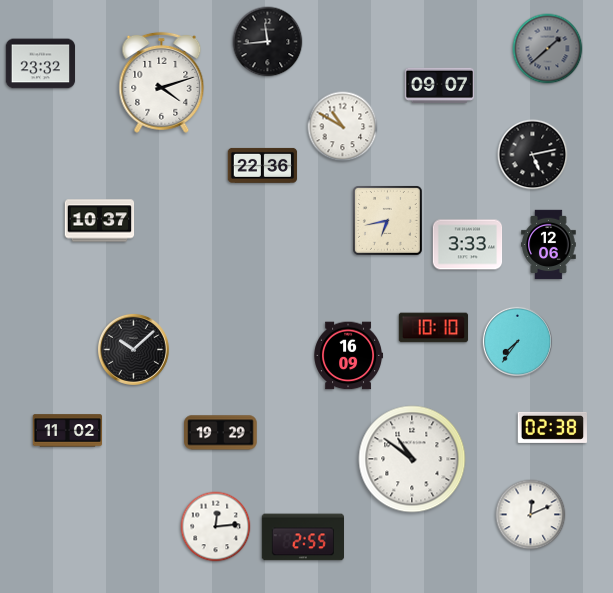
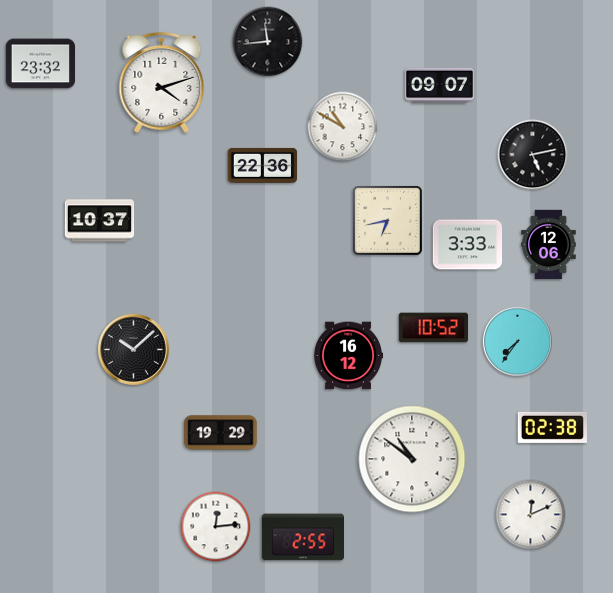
clock at (548, 49): 1:38 -> none
clock at (434, 328): 10:10 -> 10:52
clock at (349, 356): 16:09 -> 16:12
clock at (68, 431): 11:02 -> none
